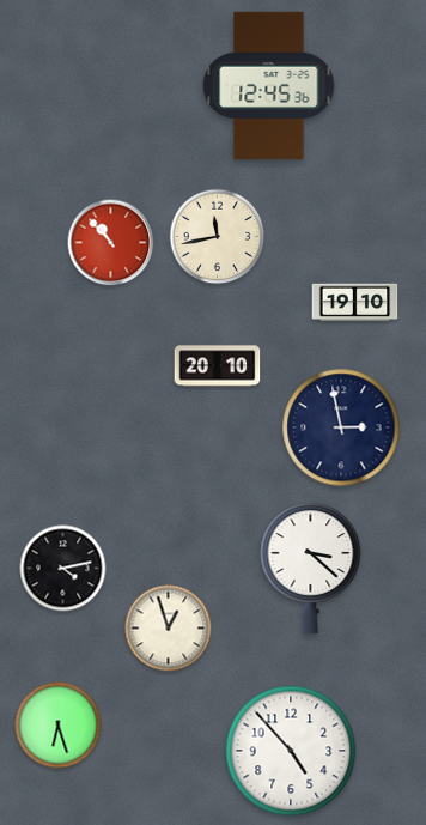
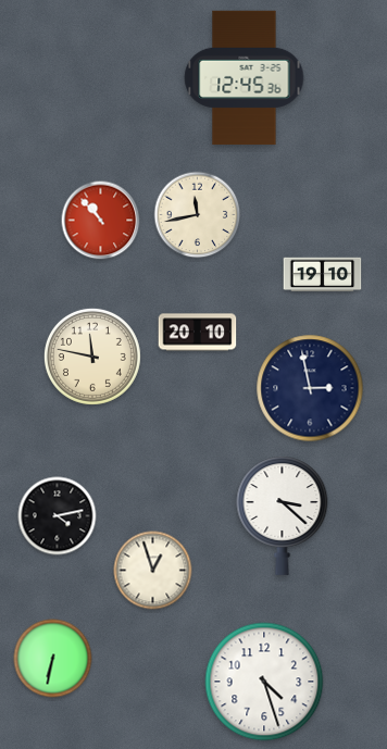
clock at (92, 357): none -> 11:47
clock at (59, 726): 6:27 -> 6:32
clock at (291, 751): 4:53 -> 4:27
